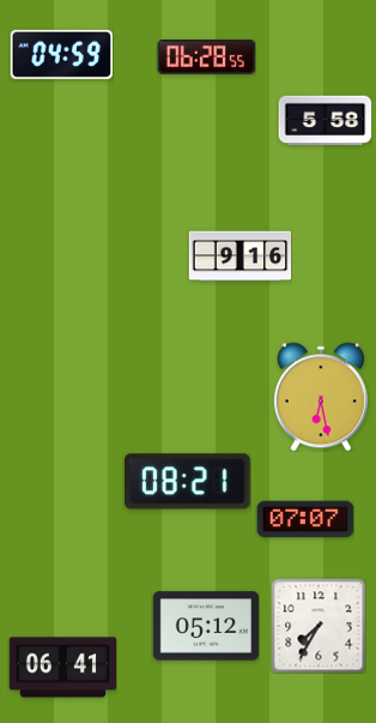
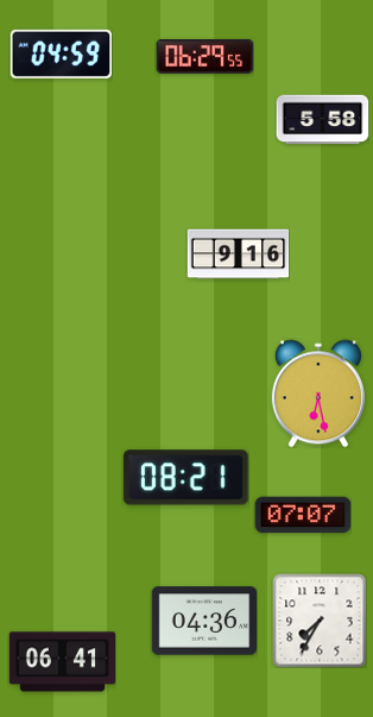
clock at (206, 58): 06:28 -> 06:29
clock at (205, 626): 05:12 -> 04:36
clock at (319, 626) position: (319, 626) -> (320, 621)
